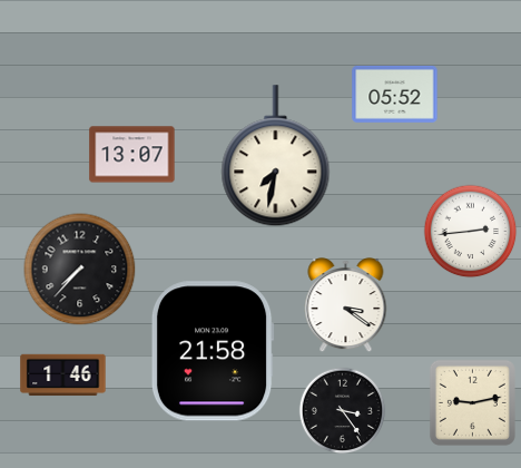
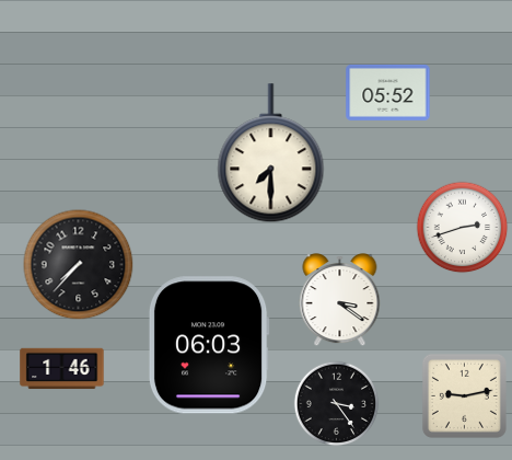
clock at (132, 155): 13:07 -> none
clock at (276, 156): 7:32 -> 7:30
clock at (470, 231): 2:44 -> 2:42
clock at (213, 351): 21:58 -> 06:03
